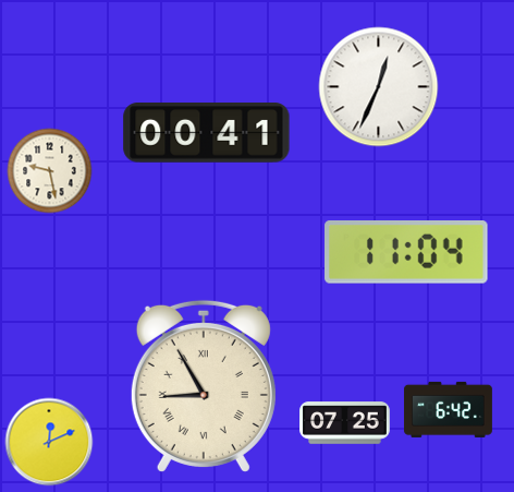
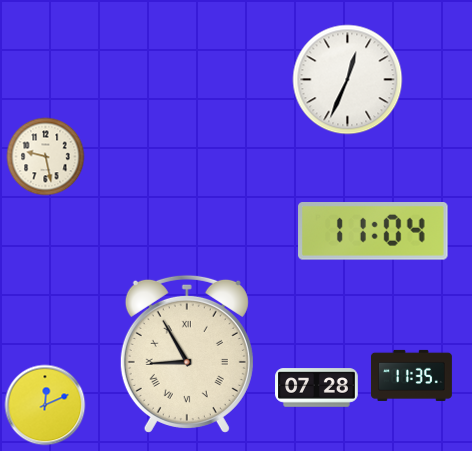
clock at (207, 133): 00:41 -> none
clock at (448, 409): 6:42 -> 11:35
clock at (345, 423): 07:25 -> 07:28
